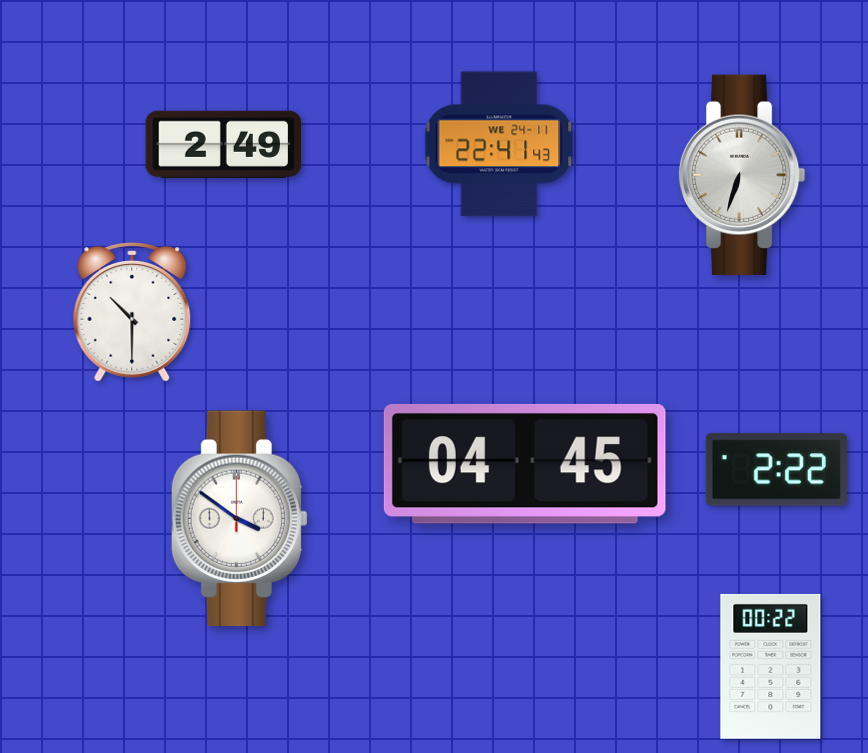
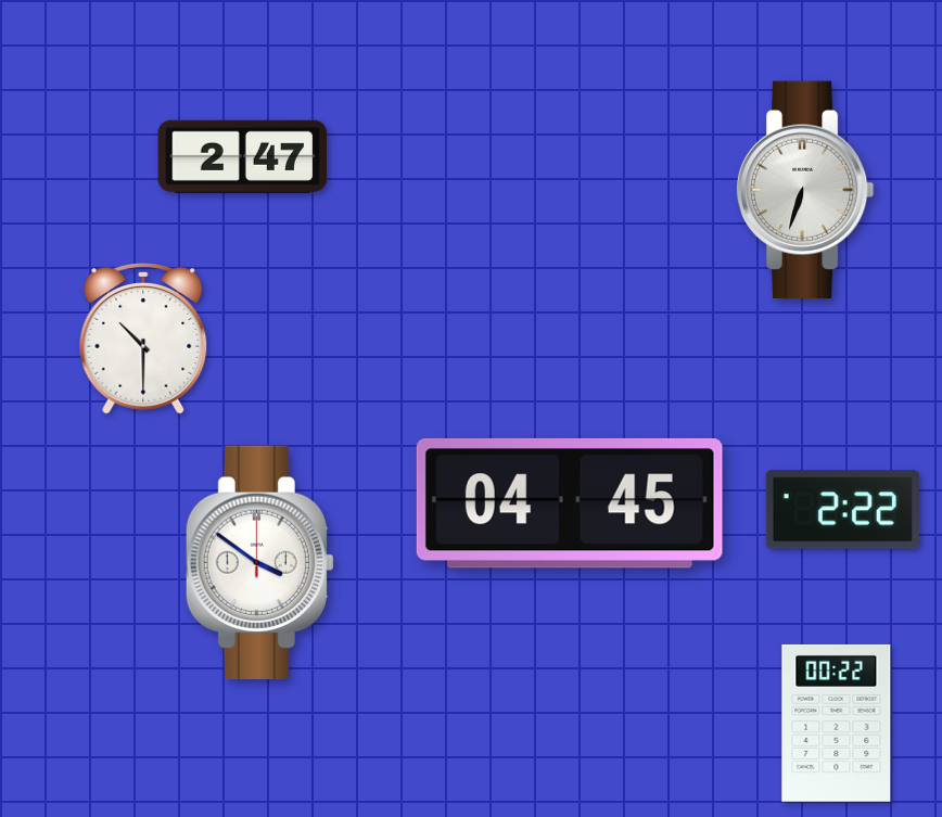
clock at (224, 144): 2:49 -> 2:47
clock at (499, 144): 22:41 -> none
